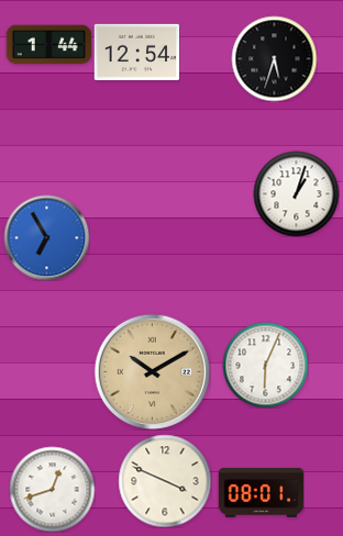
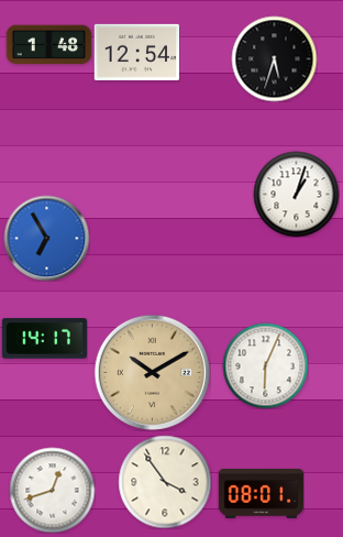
clock at (48, 45): 1:44 -> 1:48
clock at (44, 339): none -> 14:17
clock at (165, 481): 3:49 -> 3:54
